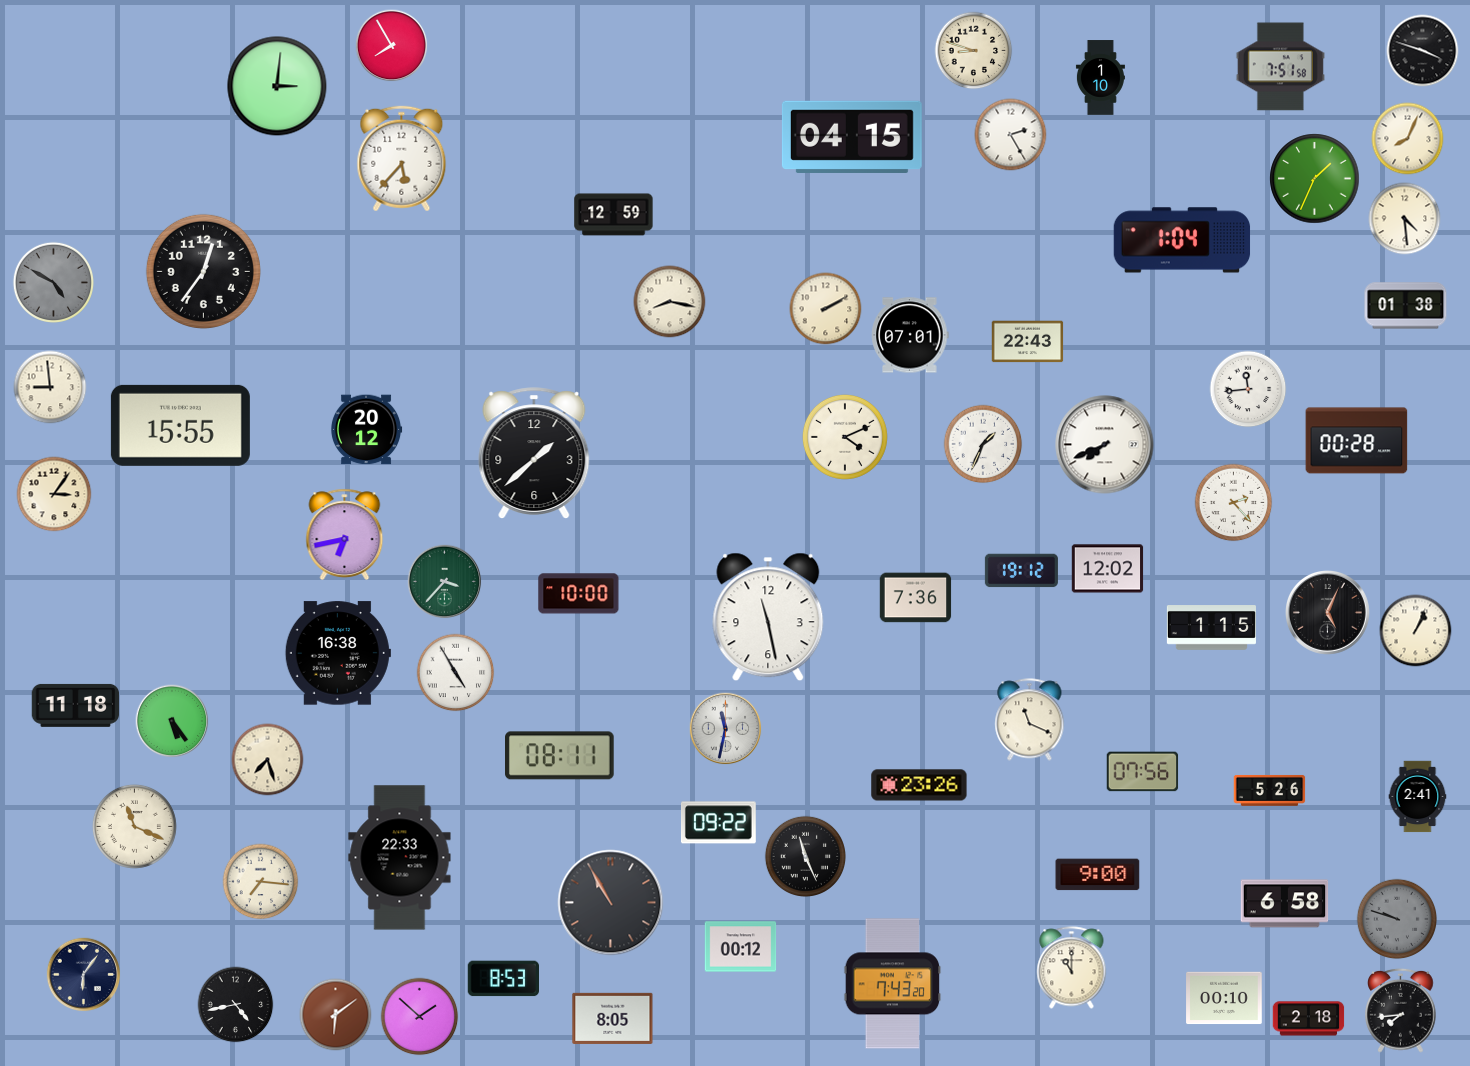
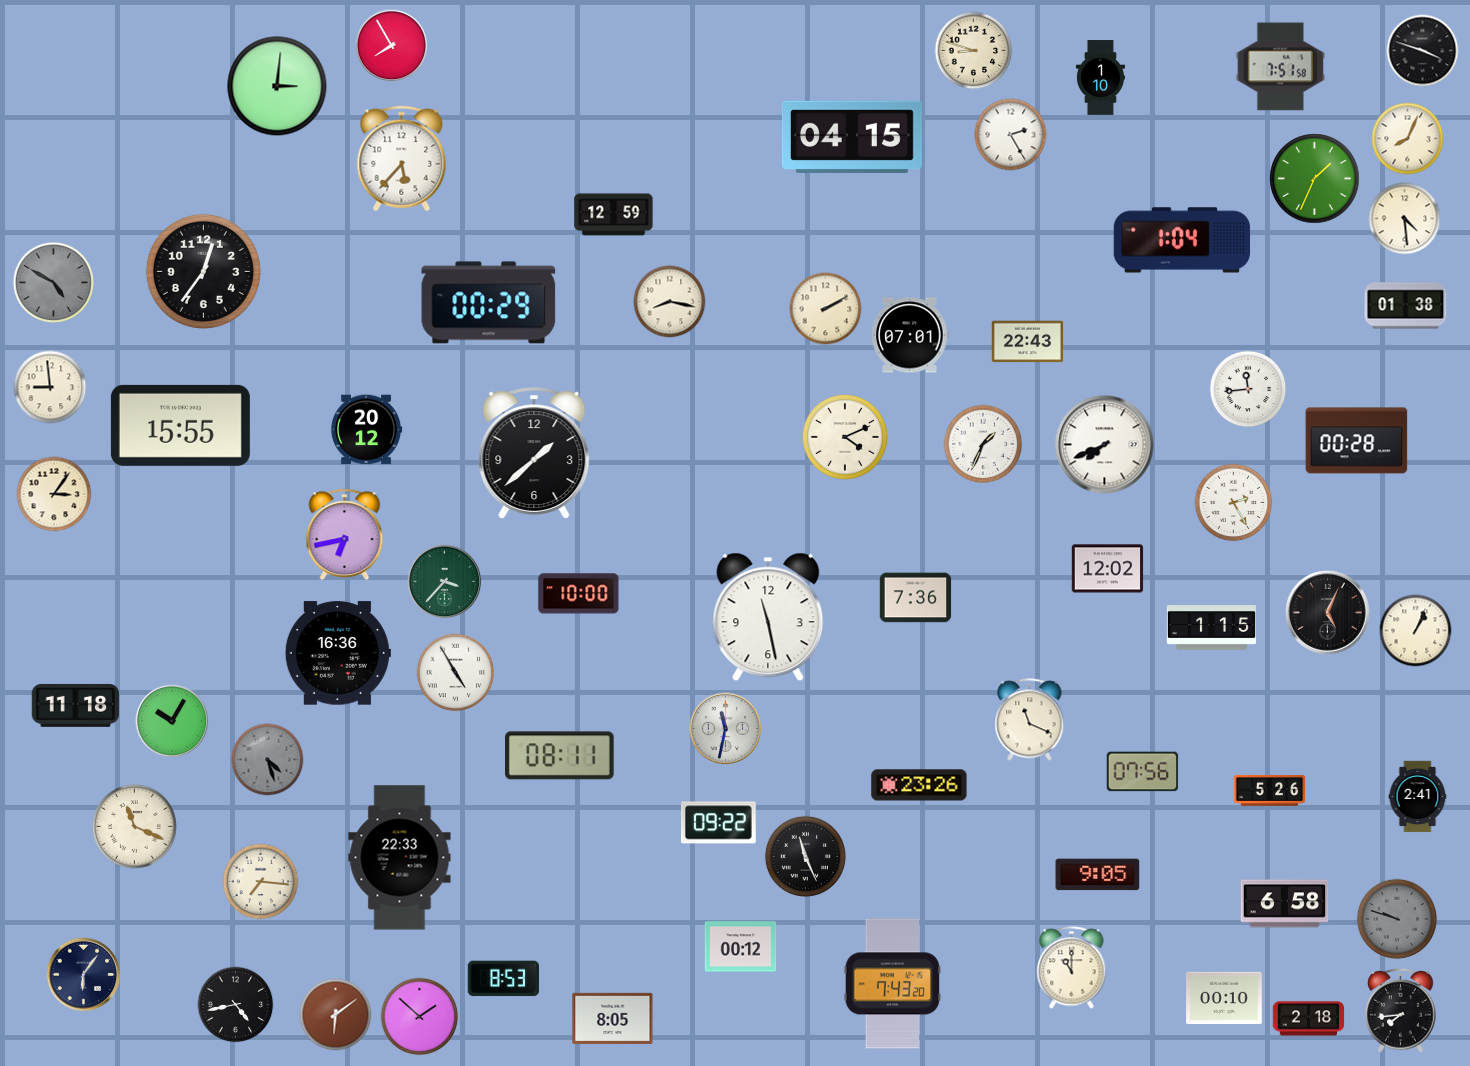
clock at (489, 303): none -> 00:29
clock at (1234, 503): 2:23 -> 2:25
clock at (1021, 571): 19:12 -> none
clock at (338, 653): 16:38 -> 16:36
clock at (172, 721): 5:24 -> 10:05
clock at (268, 760): 7:27 -> 4:27
clock at (268, 760) dial: cream -> grey
clock at (1098, 875): 9:00 -> 9:05
clock at (611, 903): 10:55 -> none
